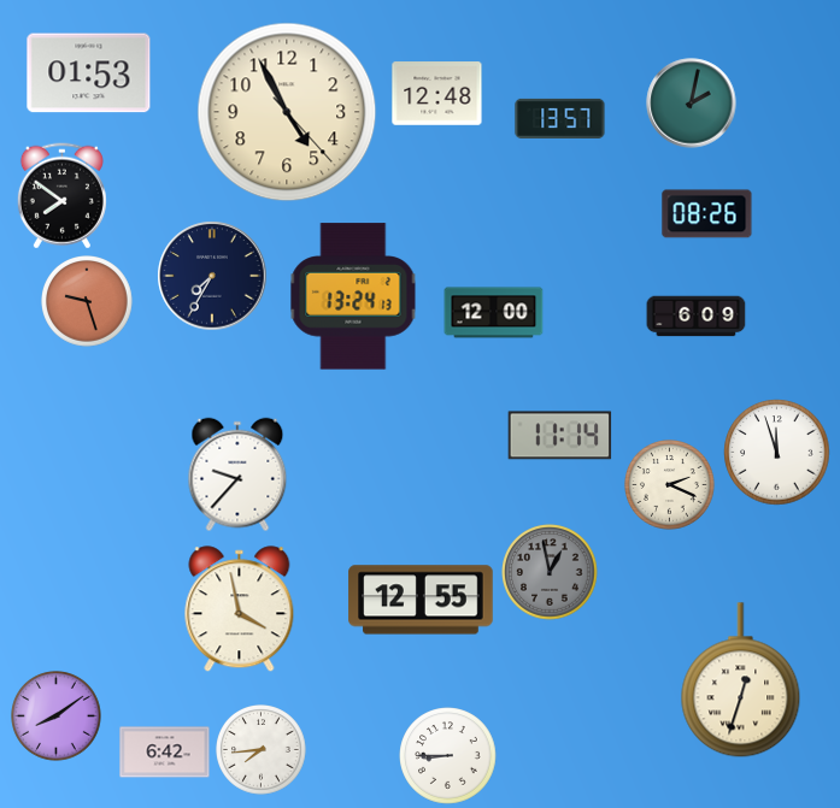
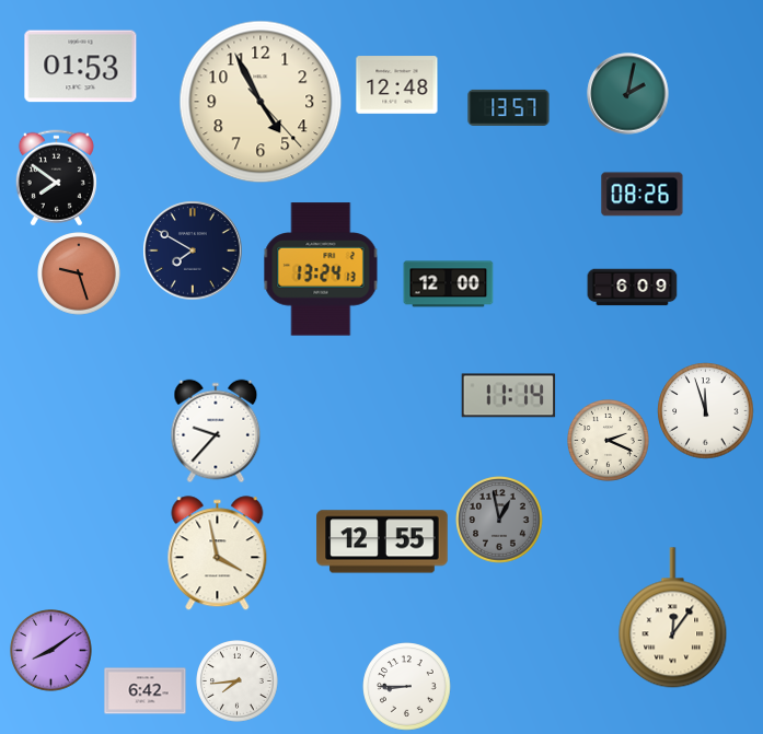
clock at (212, 276): 7:35 -> 7:50
clock at (421, 600) position: (421, 600) -> (382, 541)
clock at (741, 680): 12:33 -> 12:06
clock at (165, 753) position: (165, 753) -> (146, 691)
